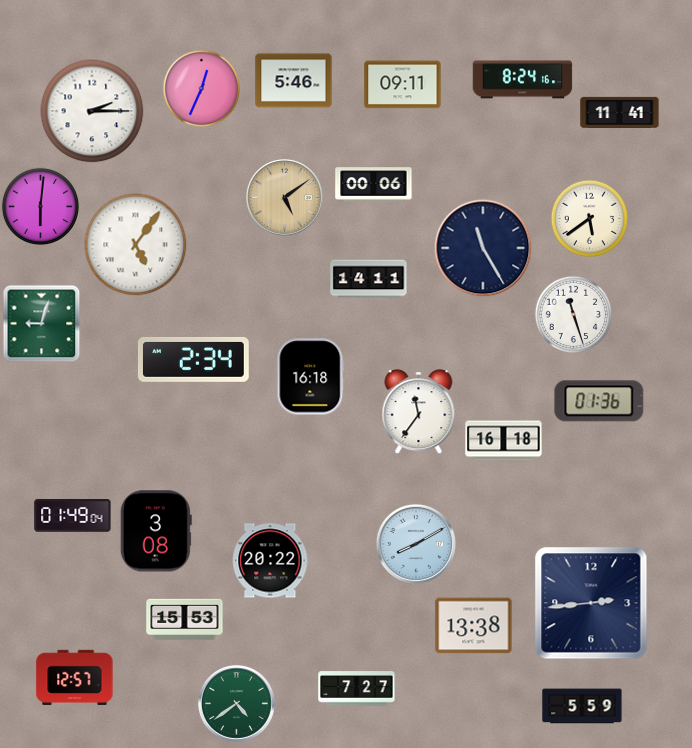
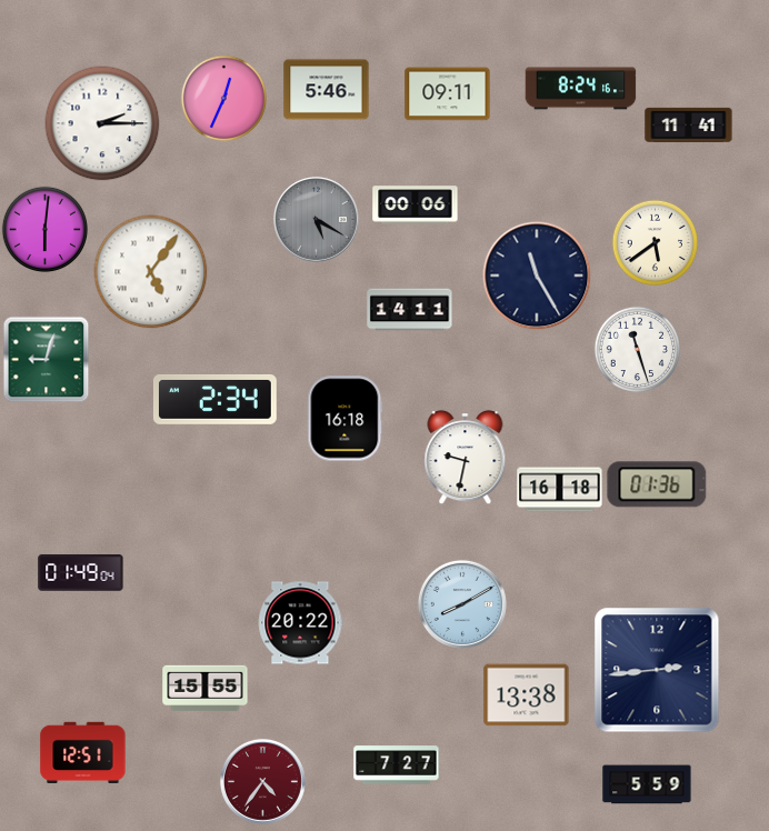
clock at (284, 197): 5:09 -> 5:20
clock at (284, 197) dial: champagne -> grey
clock at (599, 401) position: (599, 401) -> (657, 484)
clock at (419, 412): 11:36 -> 9:32
clock at (156, 531): 3:08 -> none
clock at (185, 620): 15:53 -> 15:55
clock at (75, 677): 12:57 -> 12:51
clock at (236, 703): 4:39 -> 4:36
clock at (236, 703) dial: green -> burgundy
